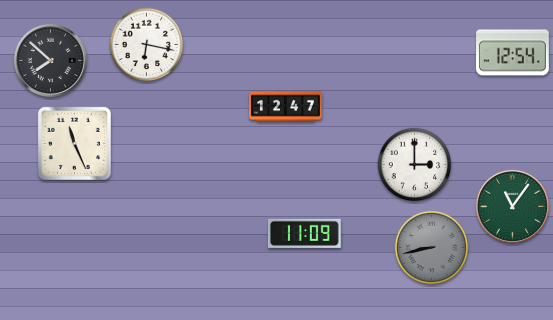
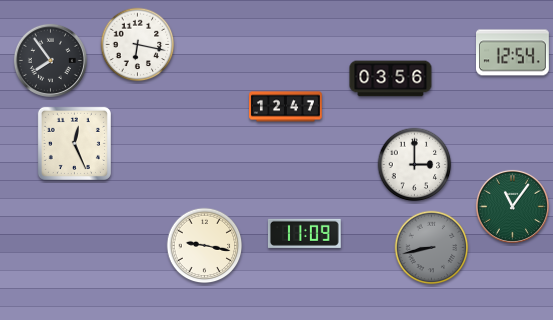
clock at (147, 45) position: (147, 45) -> (138, 45)
clock at (50, 60): 7:52 -> 7:54
clock at (391, 79): none -> 03:56
clock at (74, 143): 11:26 -> 12:26
clock at (205, 246): none -> 9:17
